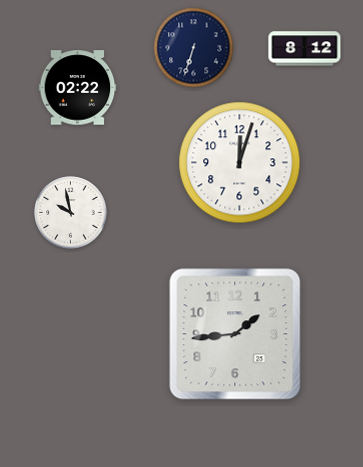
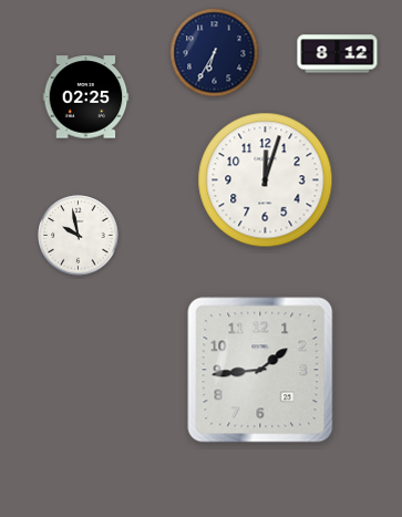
clock at (194, 48): 6:33 -> 6:35
clock at (78, 88): 02:22 -> 02:25
